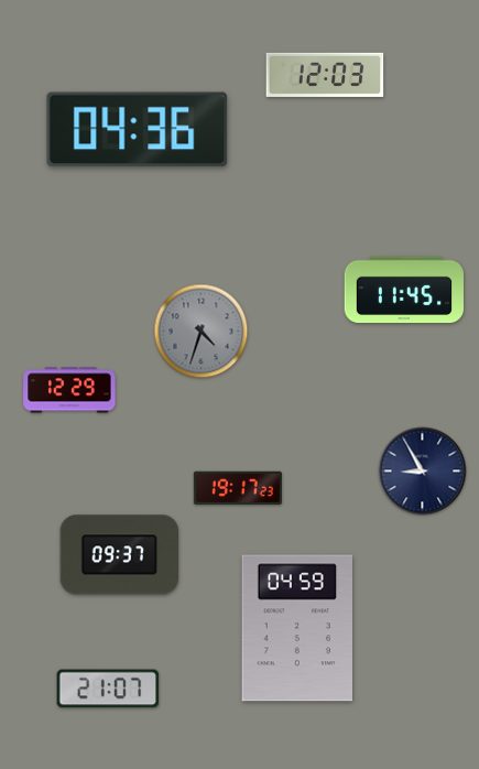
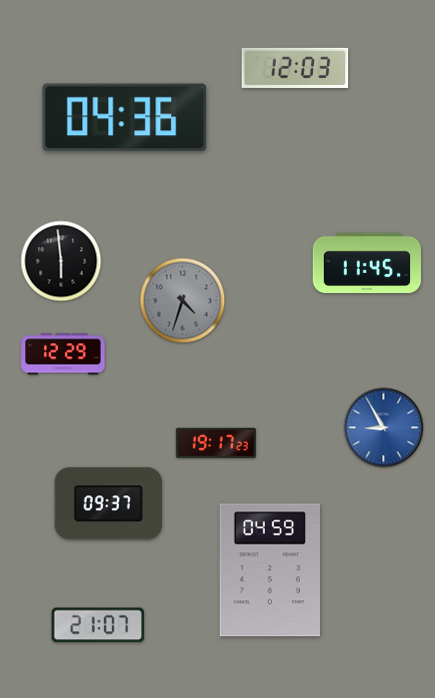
clock at (61, 261): none -> 5:59
clock at (423, 472) dial: navy -> blue
